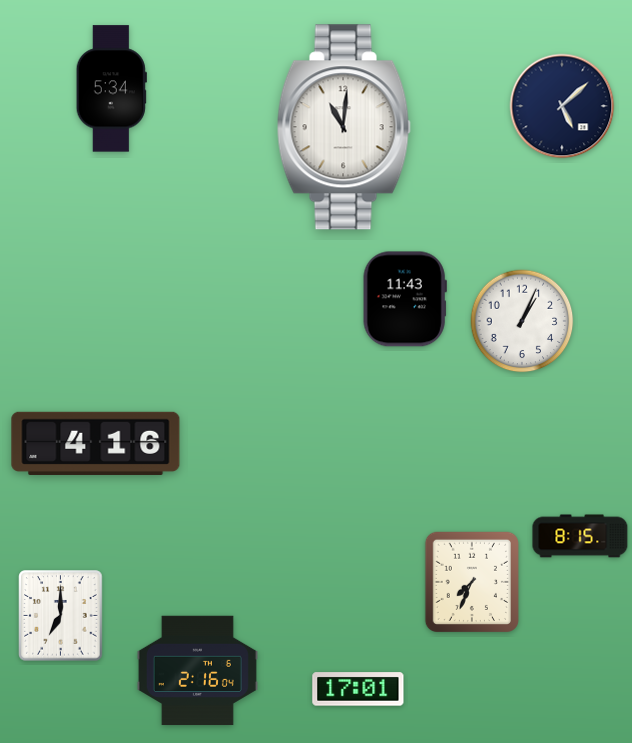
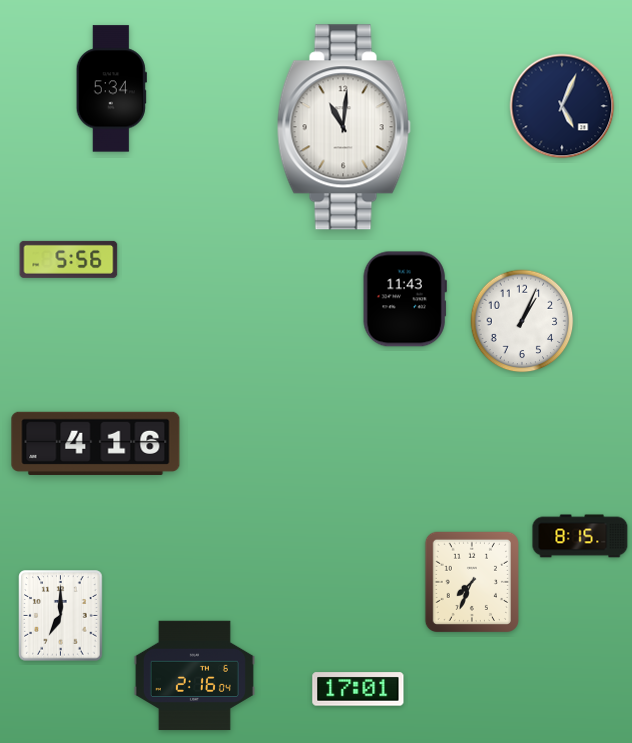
clock at (562, 106): 5:08 -> 5:04
clock at (69, 259): none -> 5:56
clock at (197, 671) position: (197, 671) -> (194, 676)
